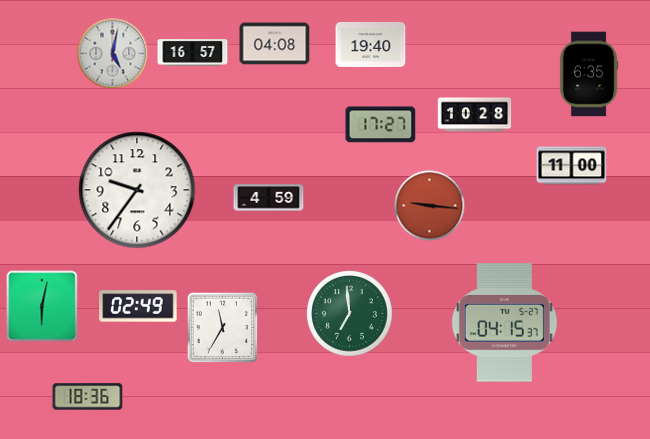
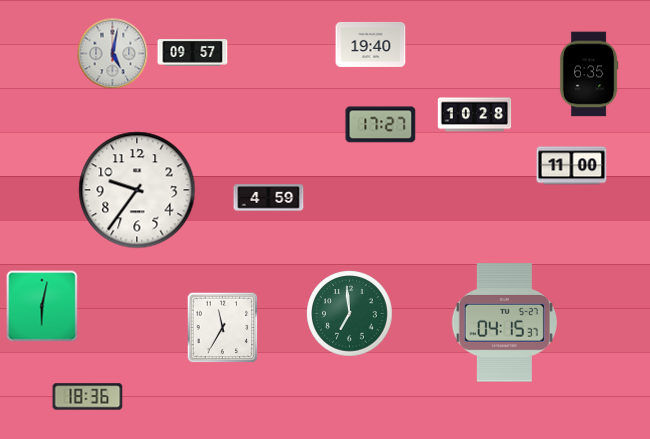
clock at (275, 44): 04:08 -> none
clock at (193, 53): 16:57 -> 09:57
clock at (430, 206): 9:16 -> none
clock at (138, 306): 02:49 -> none
